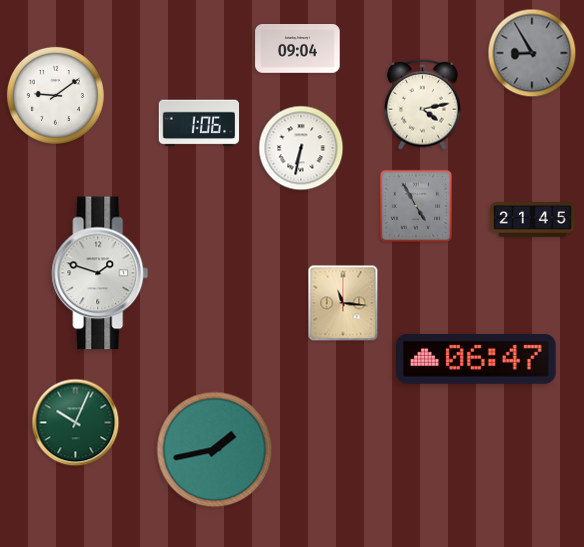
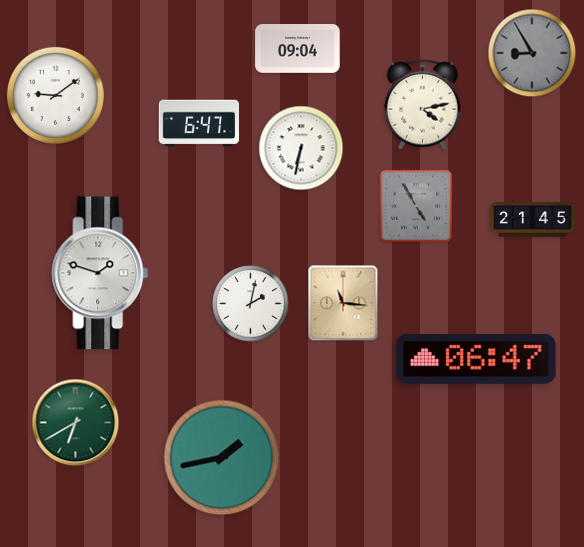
clock at (199, 123): 1:06 -> 6:47
clock at (251, 304): none -> 2:02
clock at (76, 423): 10:04 -> 6:40
clock at (215, 450) position: (215, 450) -> (222, 458)
